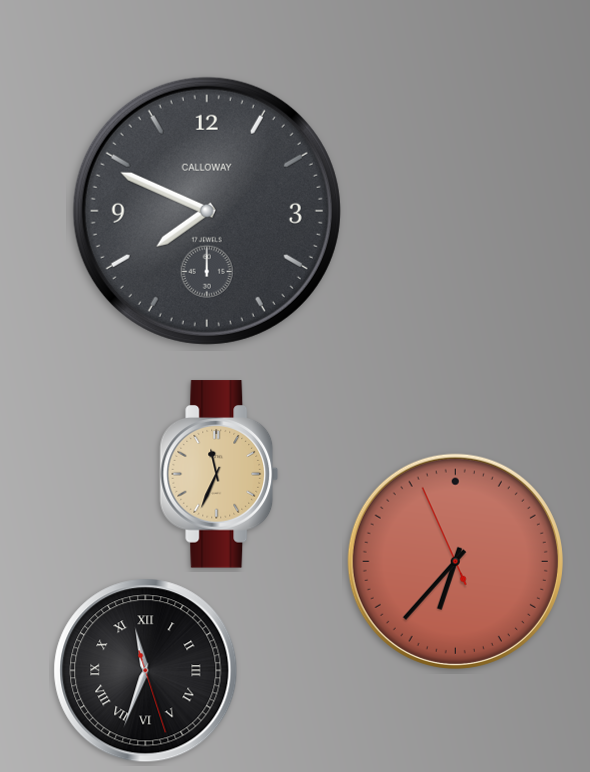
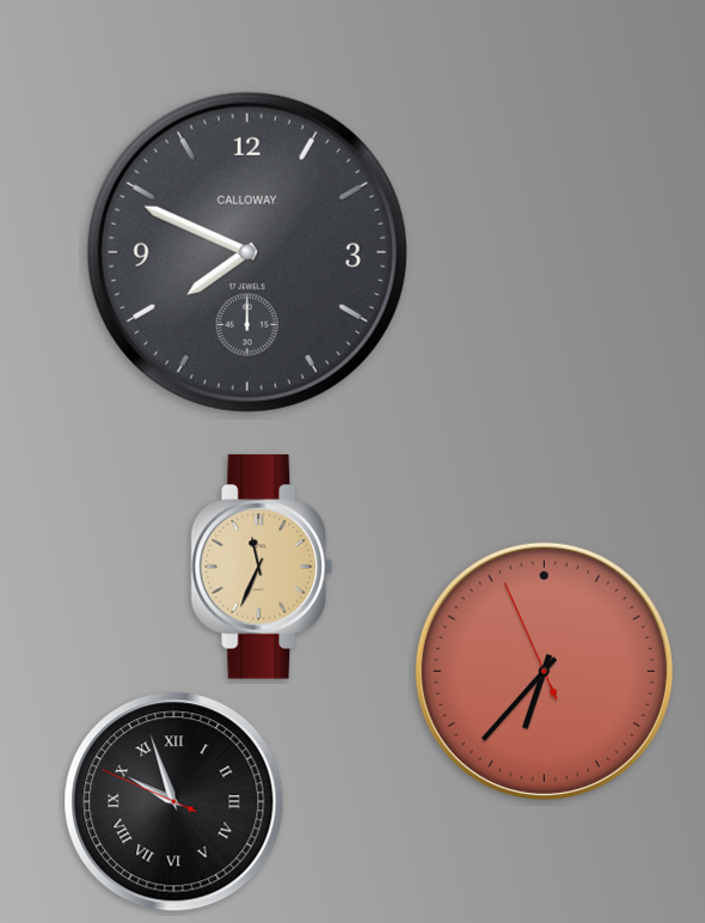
clock at (146, 671): 11:33 -> 9:56
